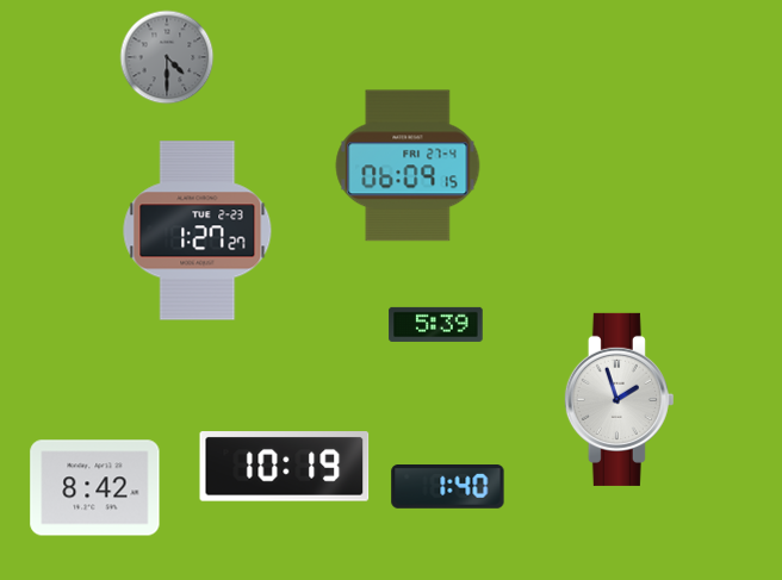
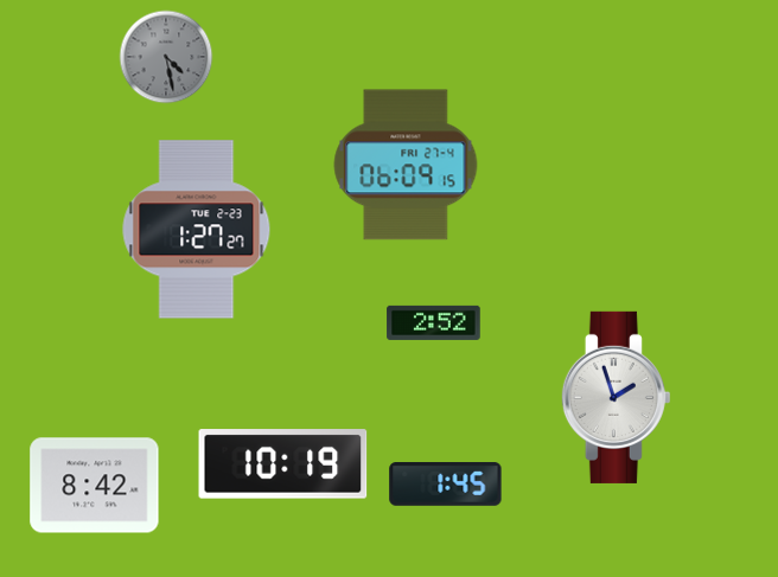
clock at (167, 57): 4:30 -> 4:28
clock at (436, 324): 5:39 -> 2:52
clock at (448, 487): 1:40 -> 1:45
